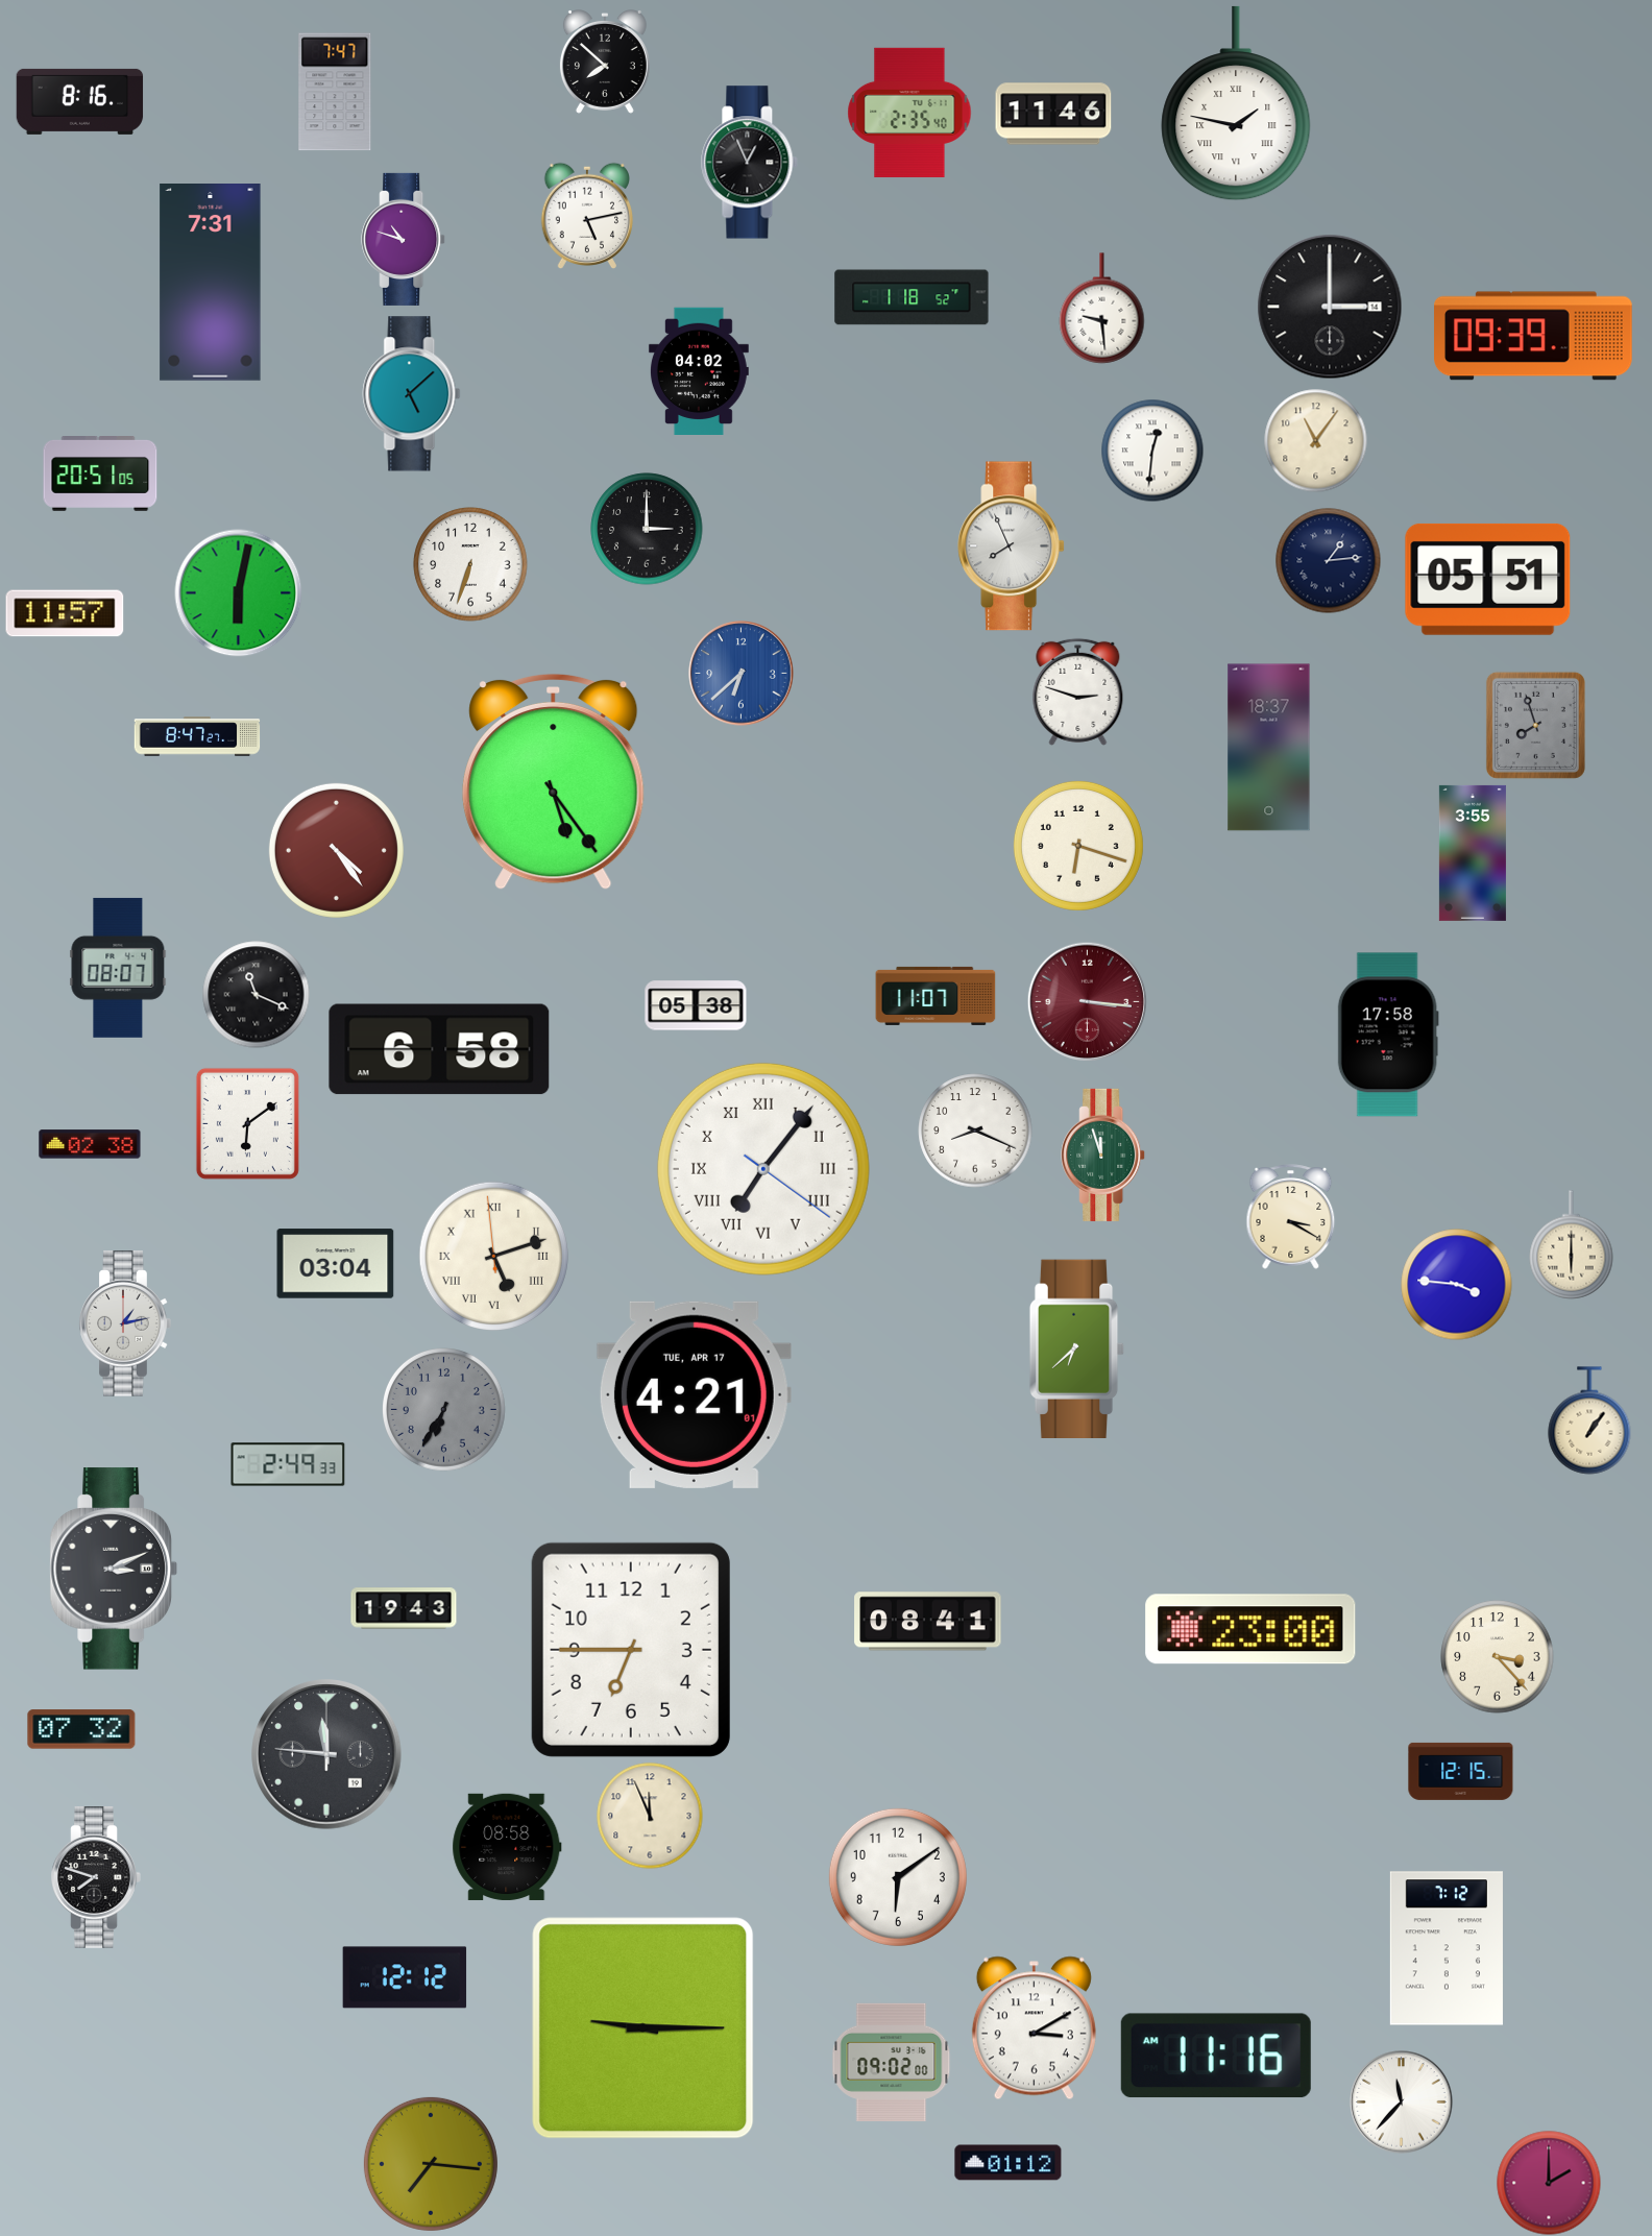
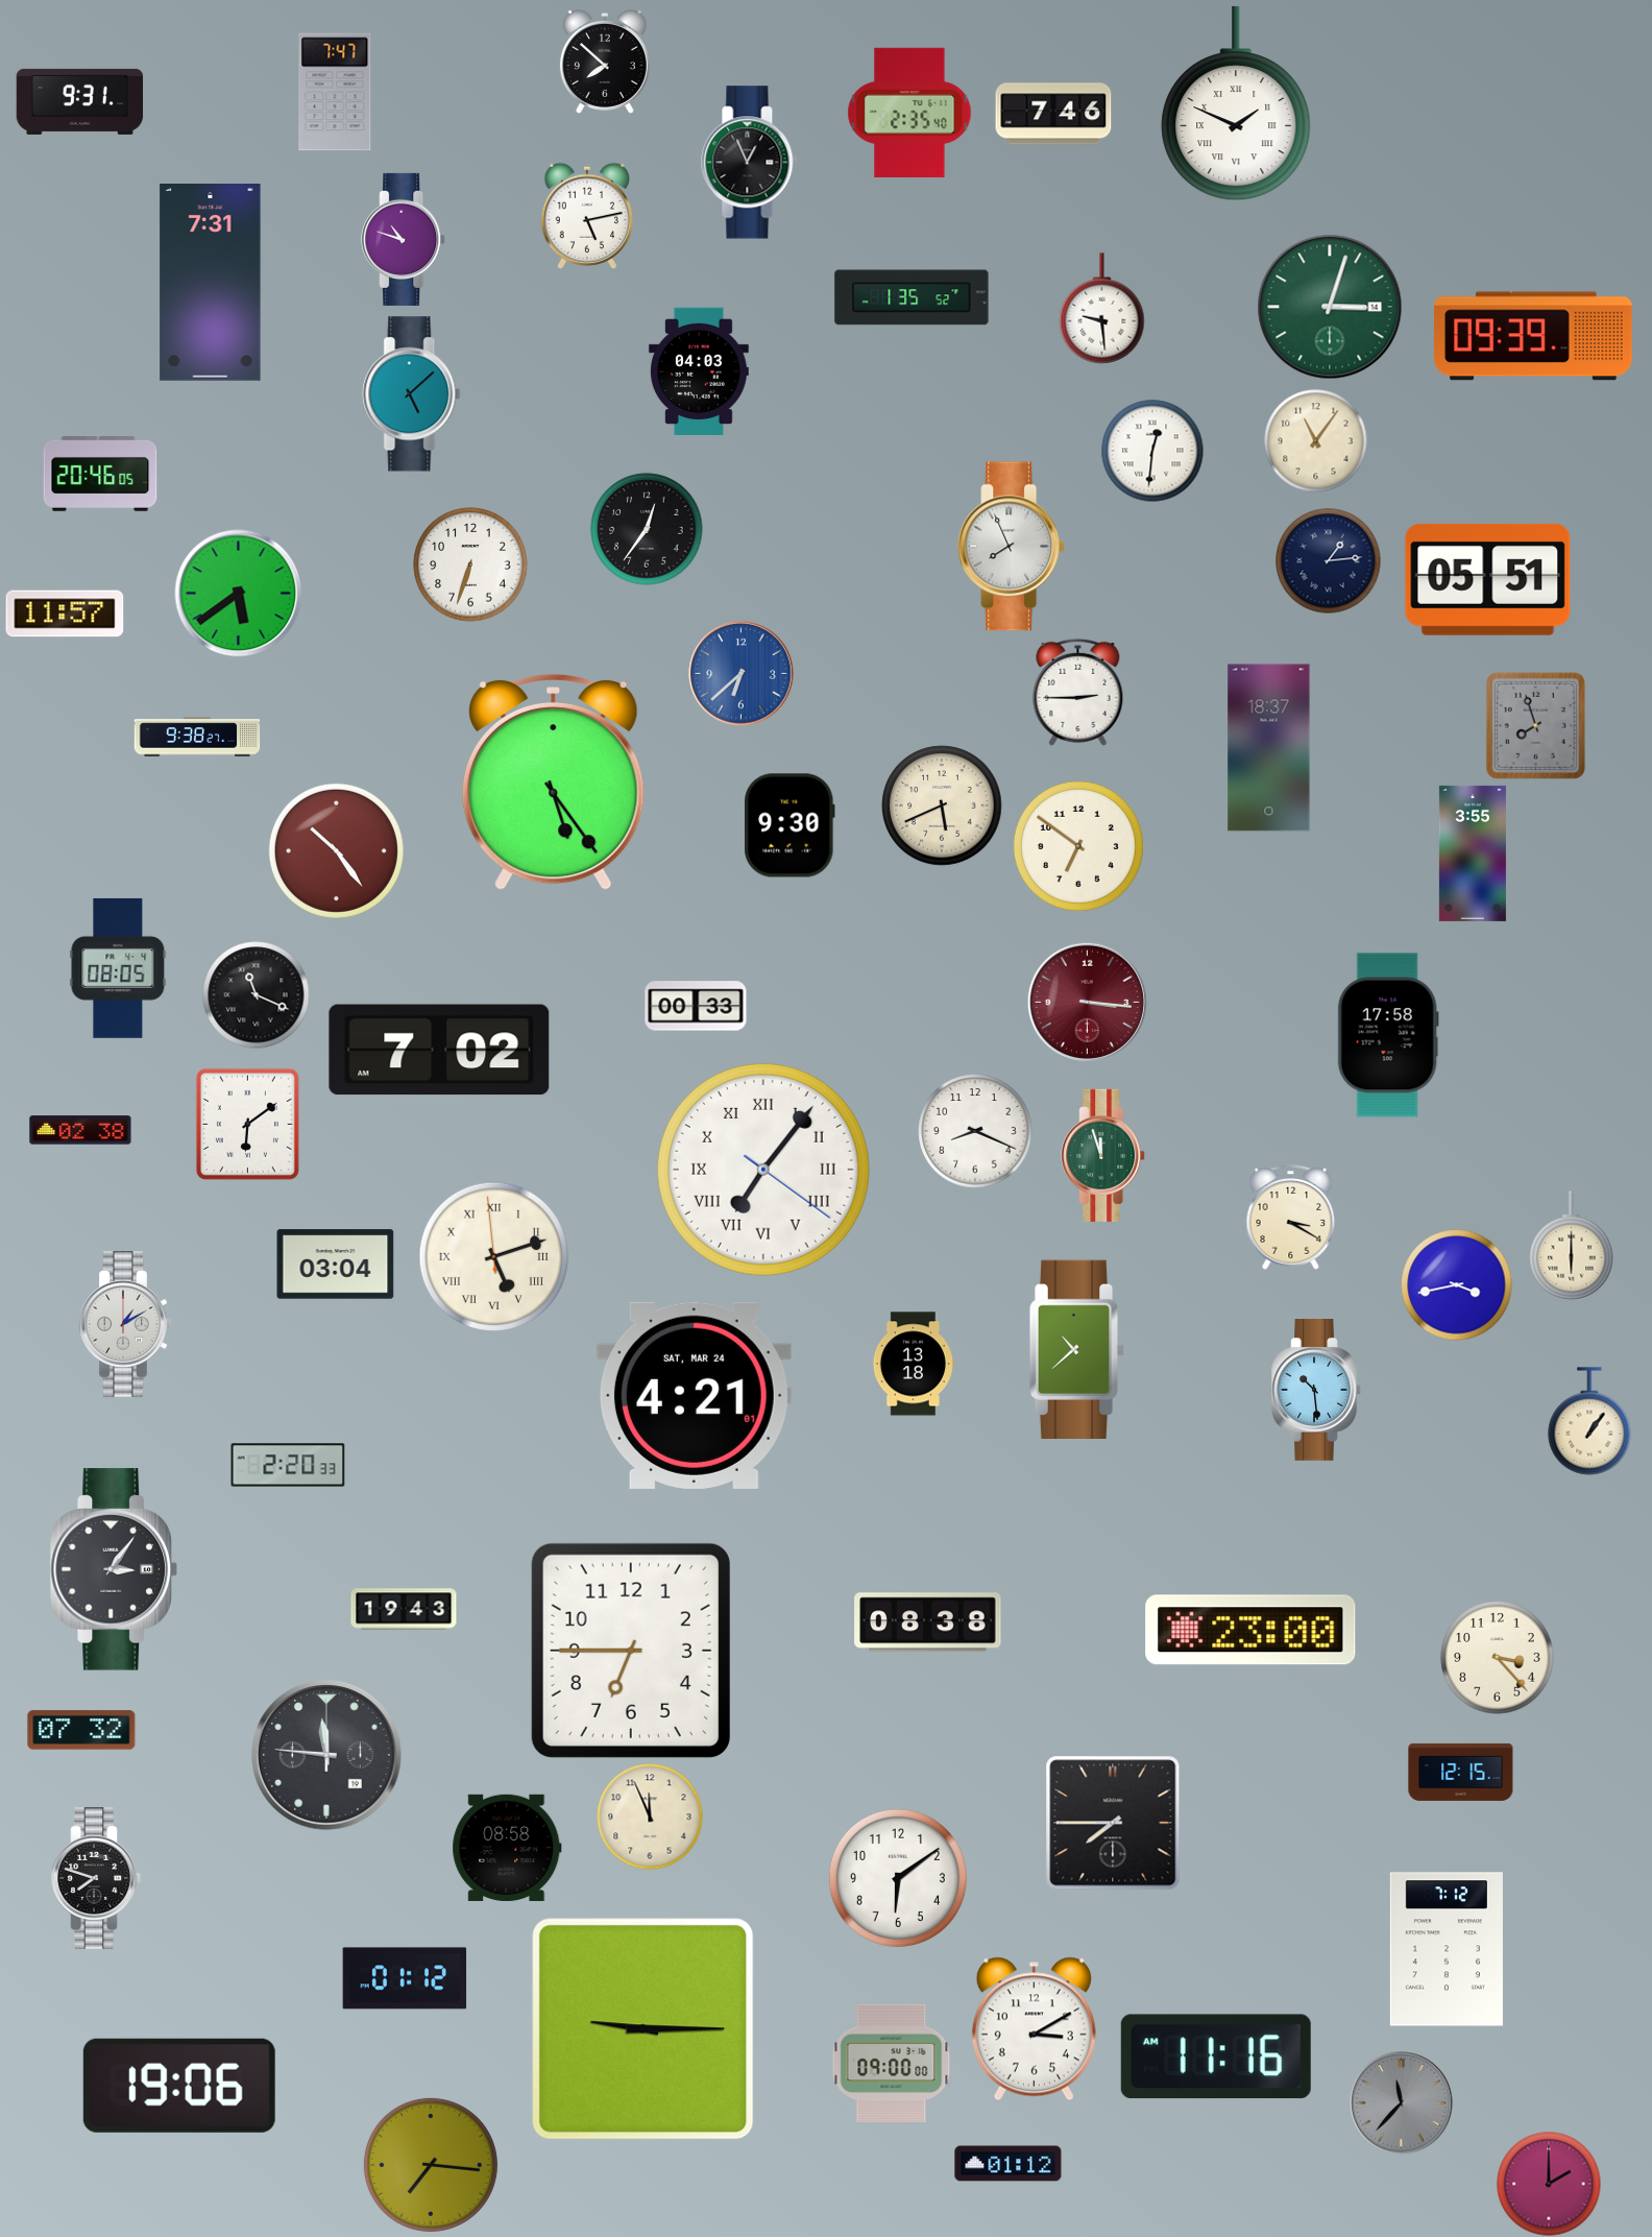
clock at (80, 101): 8:16 -> 9:31
clock at (1236, 103): 1:47 -> 1:49
clock at (1053, 114): 11:46 -> 7:46
clock at (912, 297): 1:18 -> 1:35
clock at (1330, 307): 3:00 -> 3:03
clock at (1330, 307) dial: black -> green
clock at (699, 370): 04:02 -> 04:03
clock at (100, 475): 20:51 -> 20:46
clock at (647, 529): 3:00 -> 12:36
clock at (239, 593): 6:02 -> 5:39
clock at (1078, 691): 2:48 -> 2:45
clock at (197, 736): 8:47 -> 9:38
clock at (942, 805): none -> 5:41
clock at (789, 825): none -> 9:30
clock at (1078, 846): 6:18 -> 6:51
clock at (336, 850): 4:24 -> 10:24
clock at (118, 968): 08:07 -> 08:05
clock at (936, 996): 11:07 -> none
clock at (696, 1005): 05:38 -> 00:33
clock at (439, 1049): 6:58 -> 7:02
clock at (90, 1144) position: (90, 1144) -> (80, 1130)
clock at (1457, 1285): 3:46 -> 3:43
clock at (125, 1323): 1:13 -> 1:10
clock at (1077, 1350): 6:38 -> 10:38
clock at (914, 1364): none -> 13:18
clock at (1316, 1391): none -> 10:29
clock at (694, 1394) date: TUE, APR 17 -> SAT, MAR 24
clock at (444, 1410): 6:35 -> none
clock at (288, 1464): 2:49 -> 2:20
clock at (113, 1569): 3:11 -> 3:06
clock at (928, 1622): 08:41 -> 08:38
clock at (1113, 1823): none -> 7:45
clock at (405, 1977): 12:12 -> 01:12
clock at (892, 2062): 09:02 -> 09:00
clock at (179, 2086): none -> 19:06
clock at (1402, 2103) dial: white -> grey
